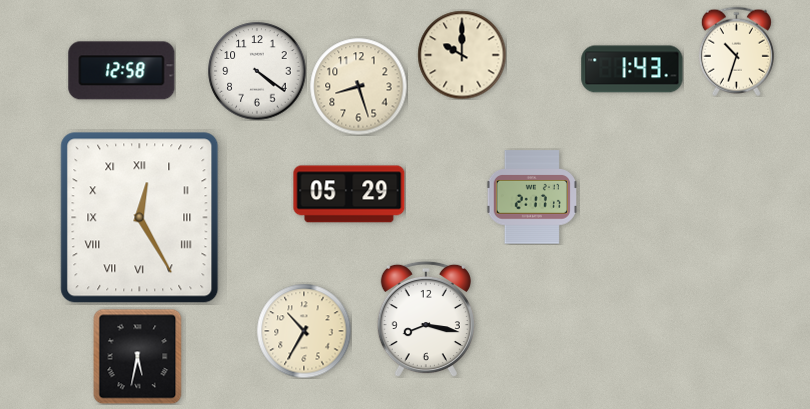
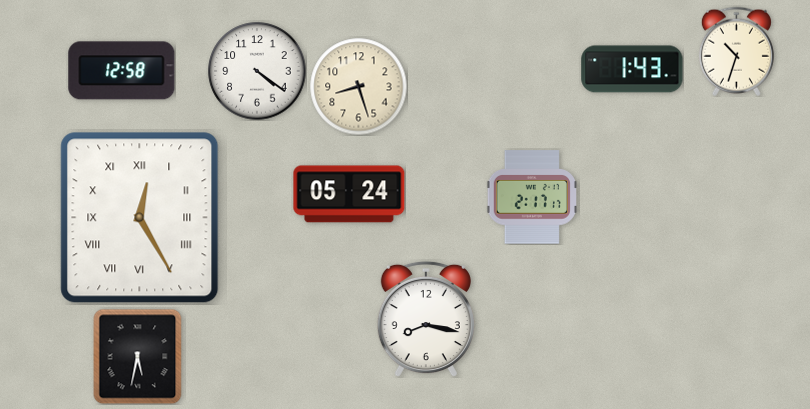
clock at (462, 55): 10:00 -> none
clock at (349, 194): 05:29 -> 05:24
clock at (304, 331): 10:35 -> none
